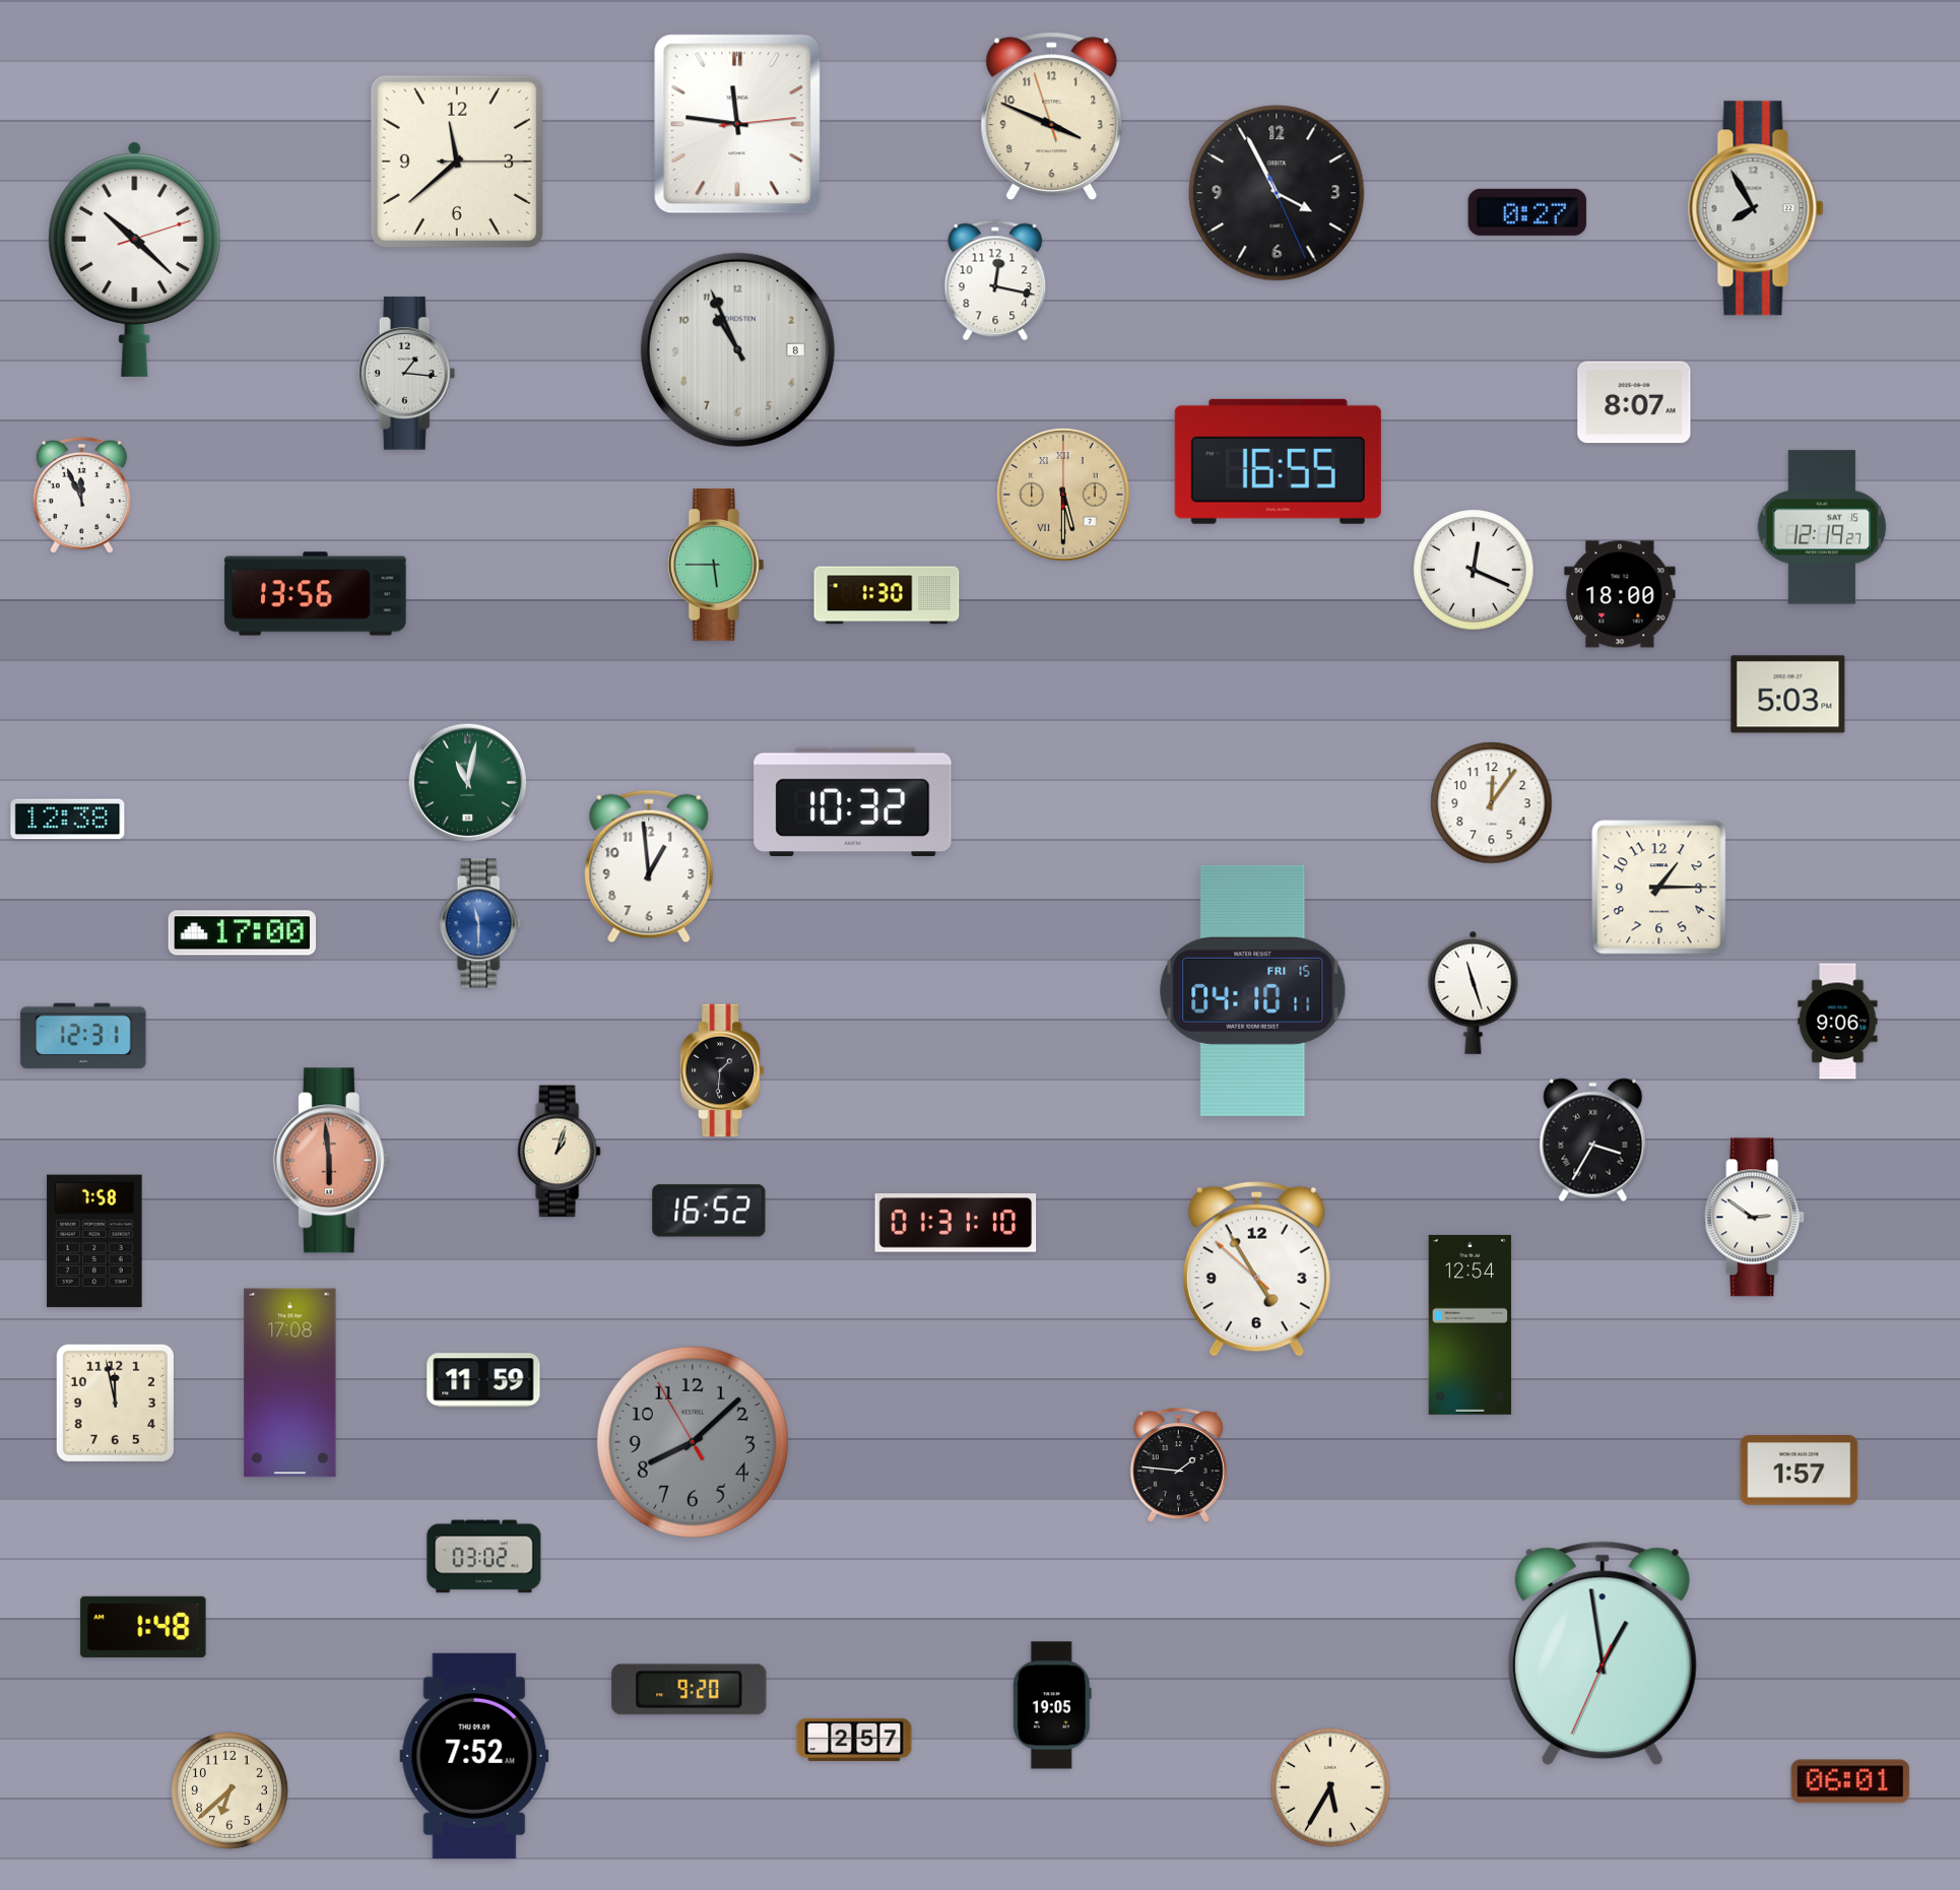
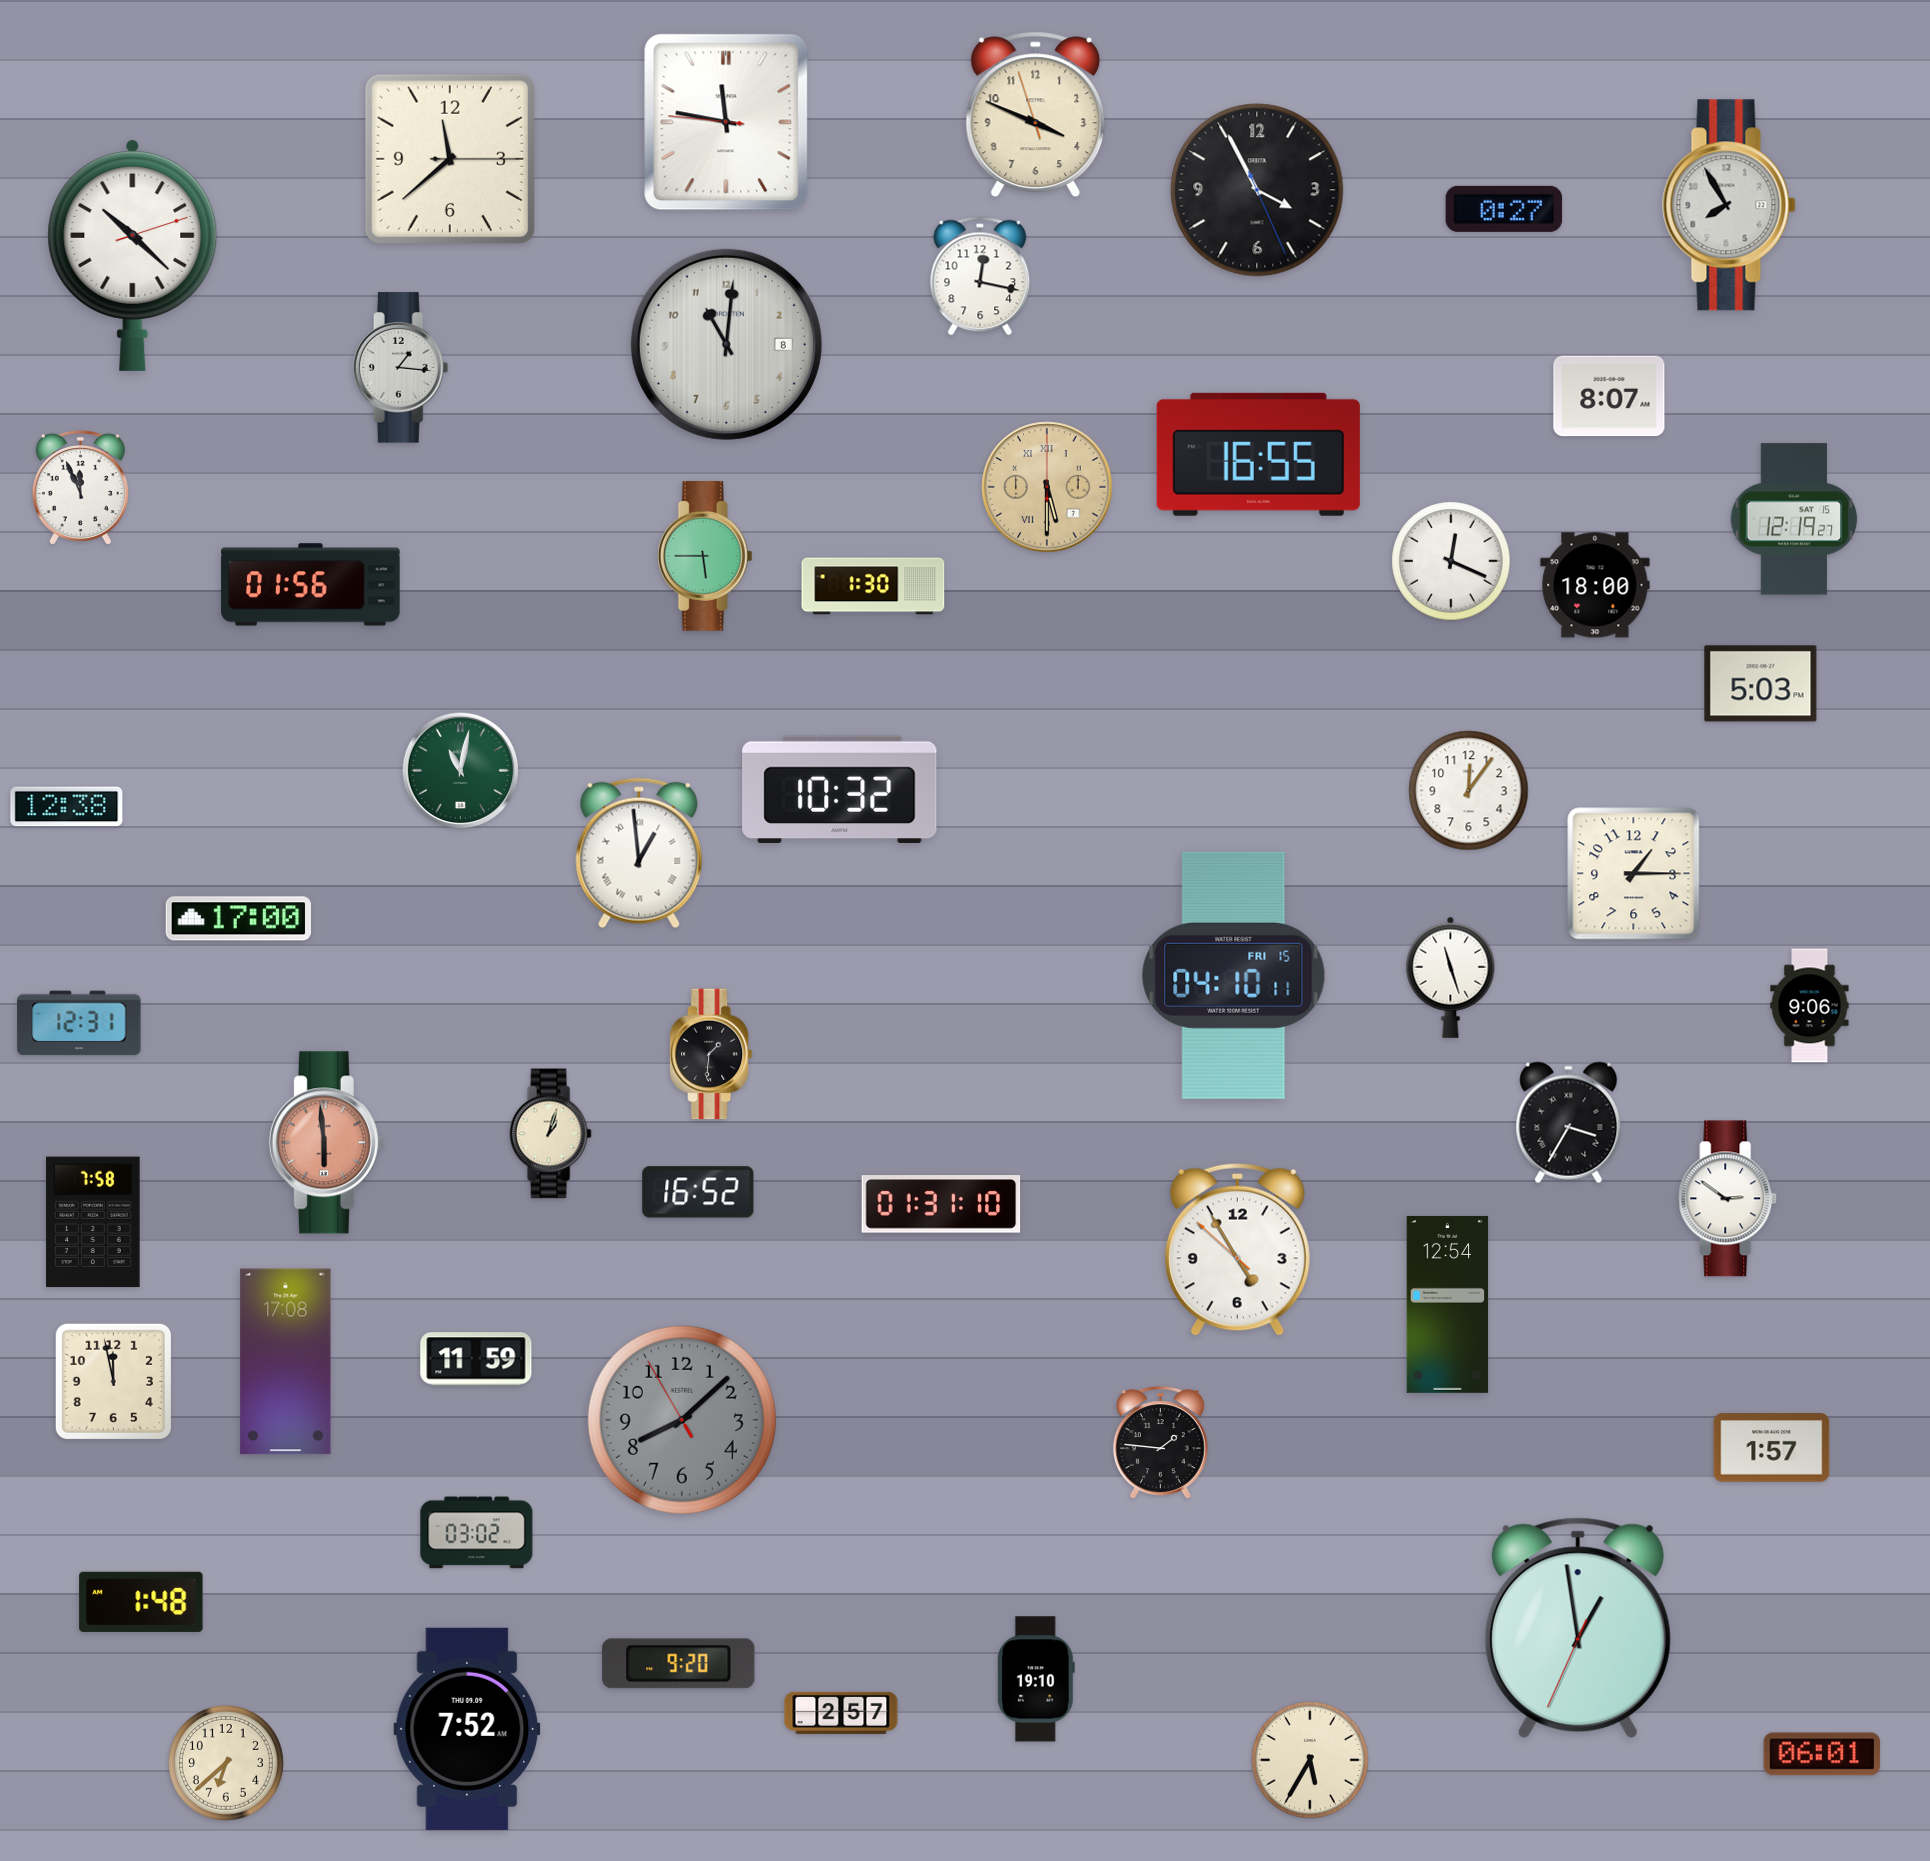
clock at (737, 124): 11:46:14 -> 11:46:46
clock at (737, 349): 10:56 -> 11:01
clock at (316, 594): 13:56 -> 01:56
clock at (649, 866) numerals: Arabic -> Roman
clock at (480, 923): 11:30 -> none
clock at (83, 1036) position: (83, 1036) -> (79, 1023)
clock at (1052, 1705): 19:05 -> 19:10
